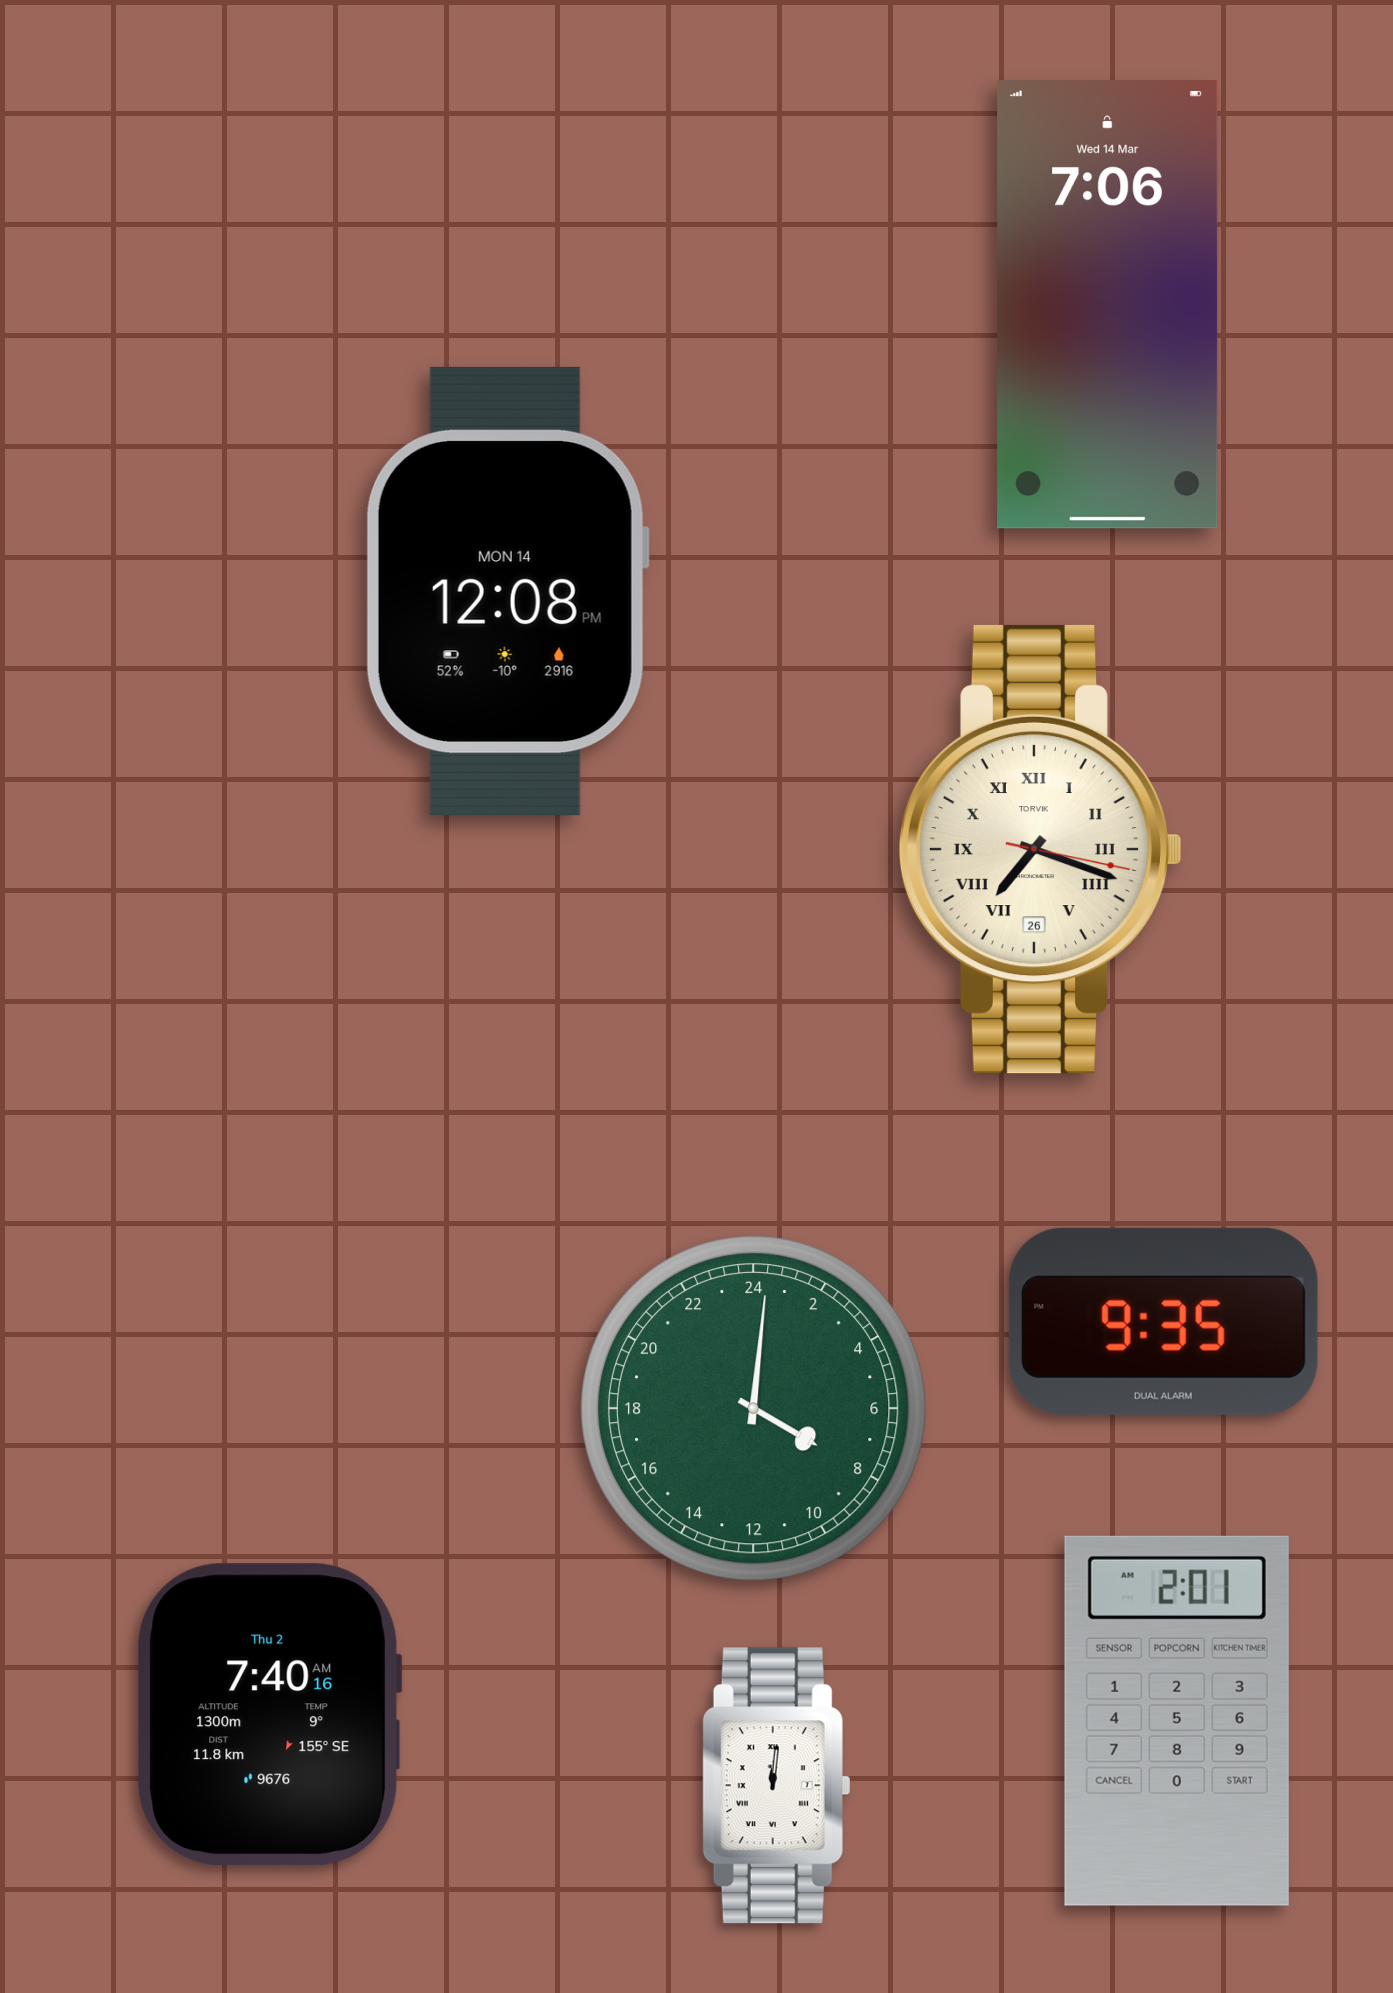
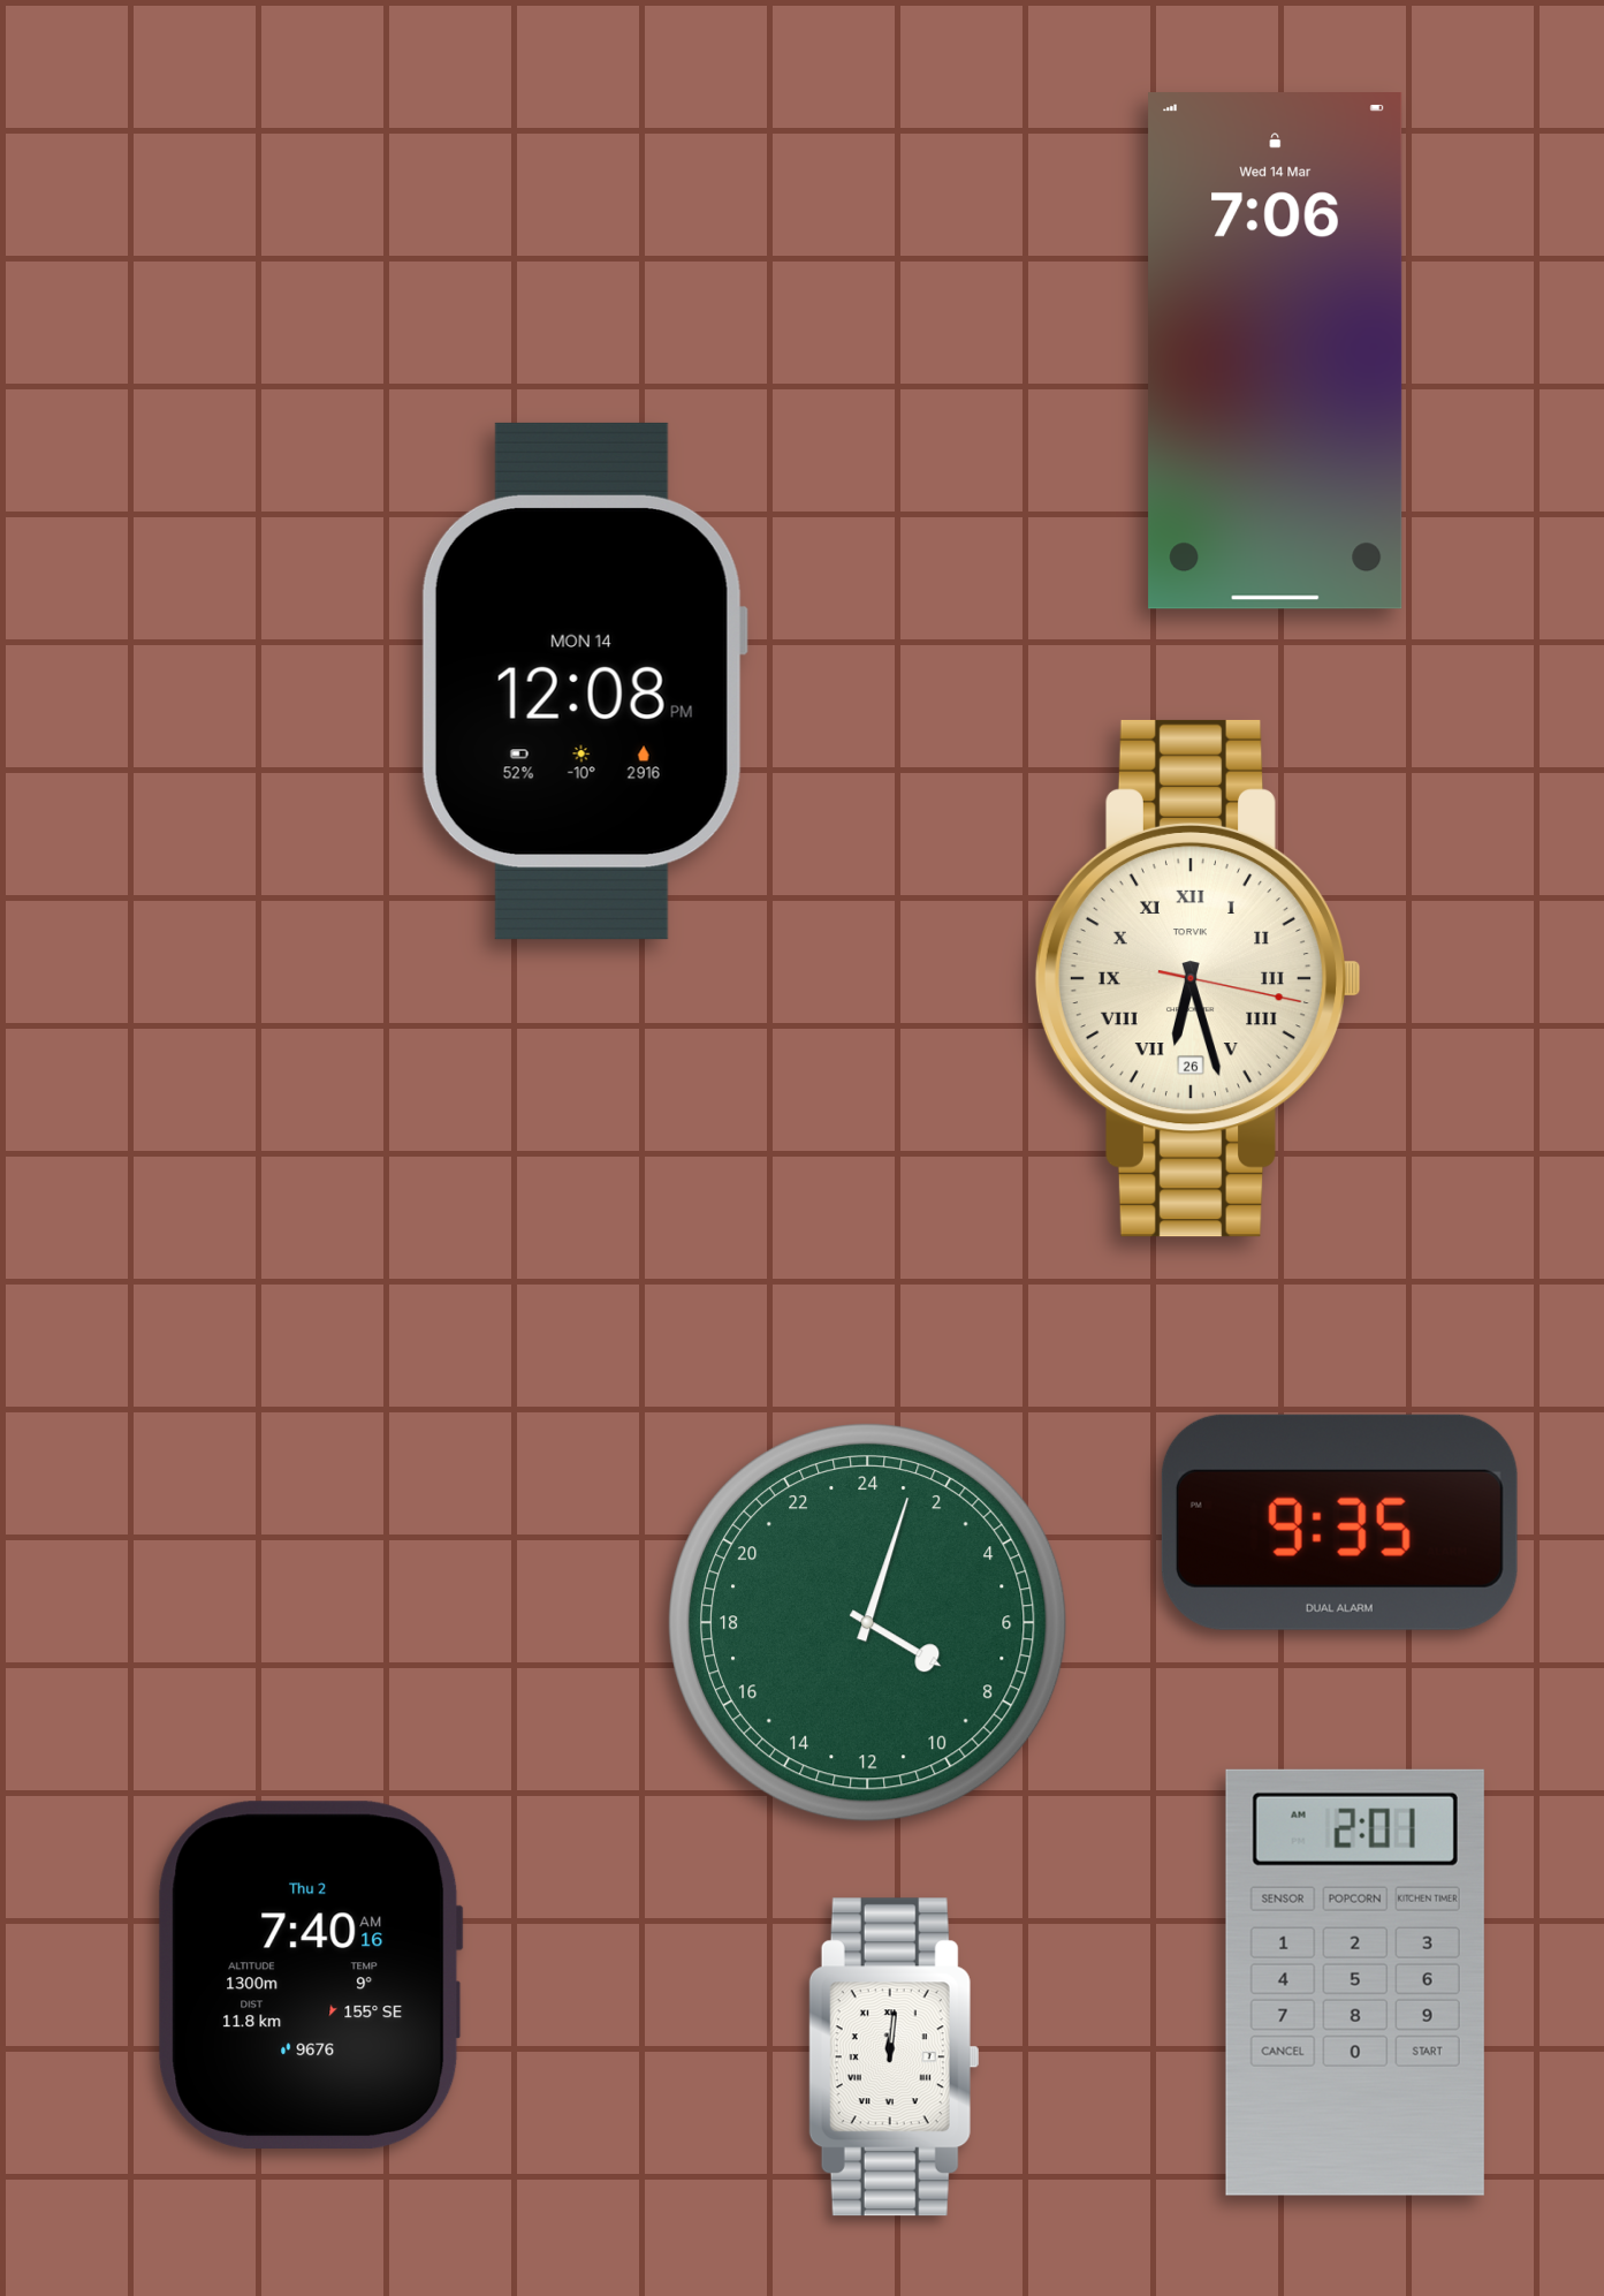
clock at (1040, 849): 7:18 -> 6:27
clock at (754, 1409): 8:01 -> 8:03
